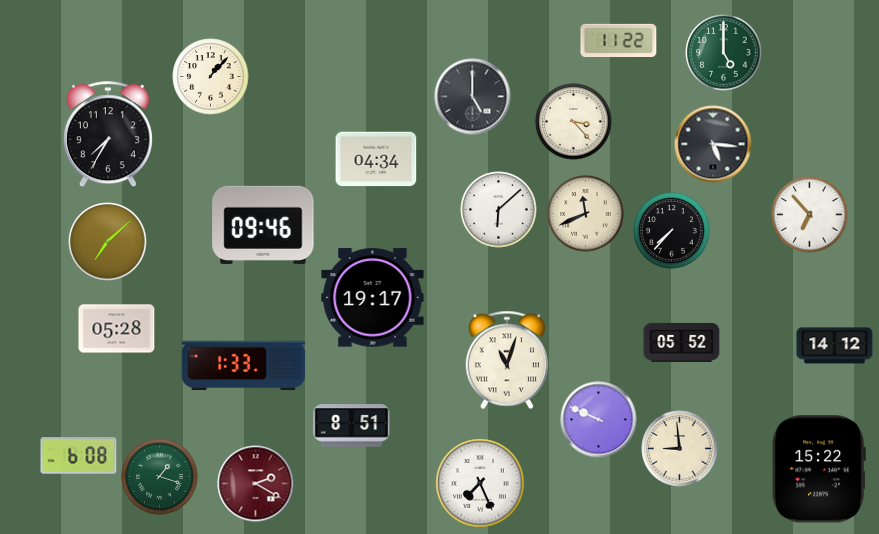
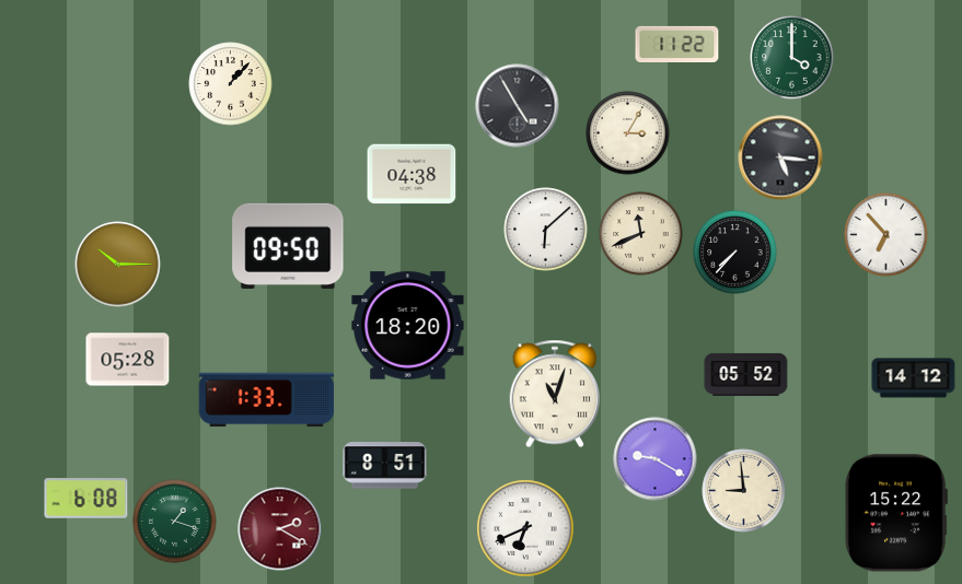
clock at (724, 53): 5:00 -> 4:00
clock at (473, 97): 5:00 -> 4:55
clock at (574, 122): 3:23 -> 3:05
clock at (108, 135): 7:35 -> none
clock at (376, 159): 04:34 -> 04:38
clock at (263, 225): 09:46 -> 09:50
clock at (108, 242): 7:08 -> 10:15
clock at (373, 298): 19:17 -> 18:20
clock at (599, 420): 9:49 -> 9:20
clock at (480, 483): 7:26 -> 6:41
